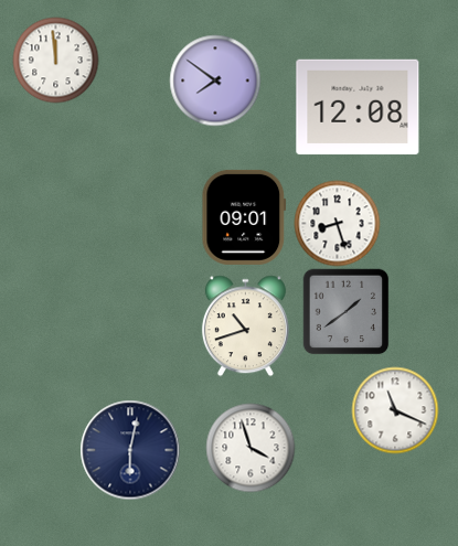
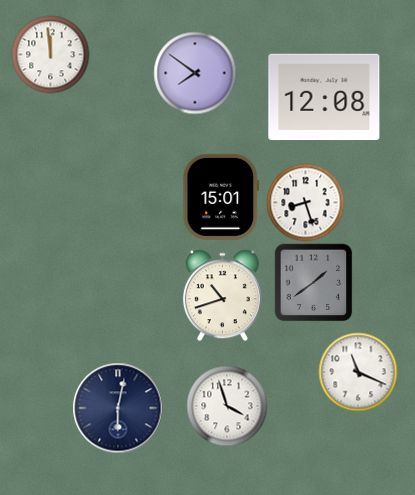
clock at (244, 217): 09:01 -> 15:01
